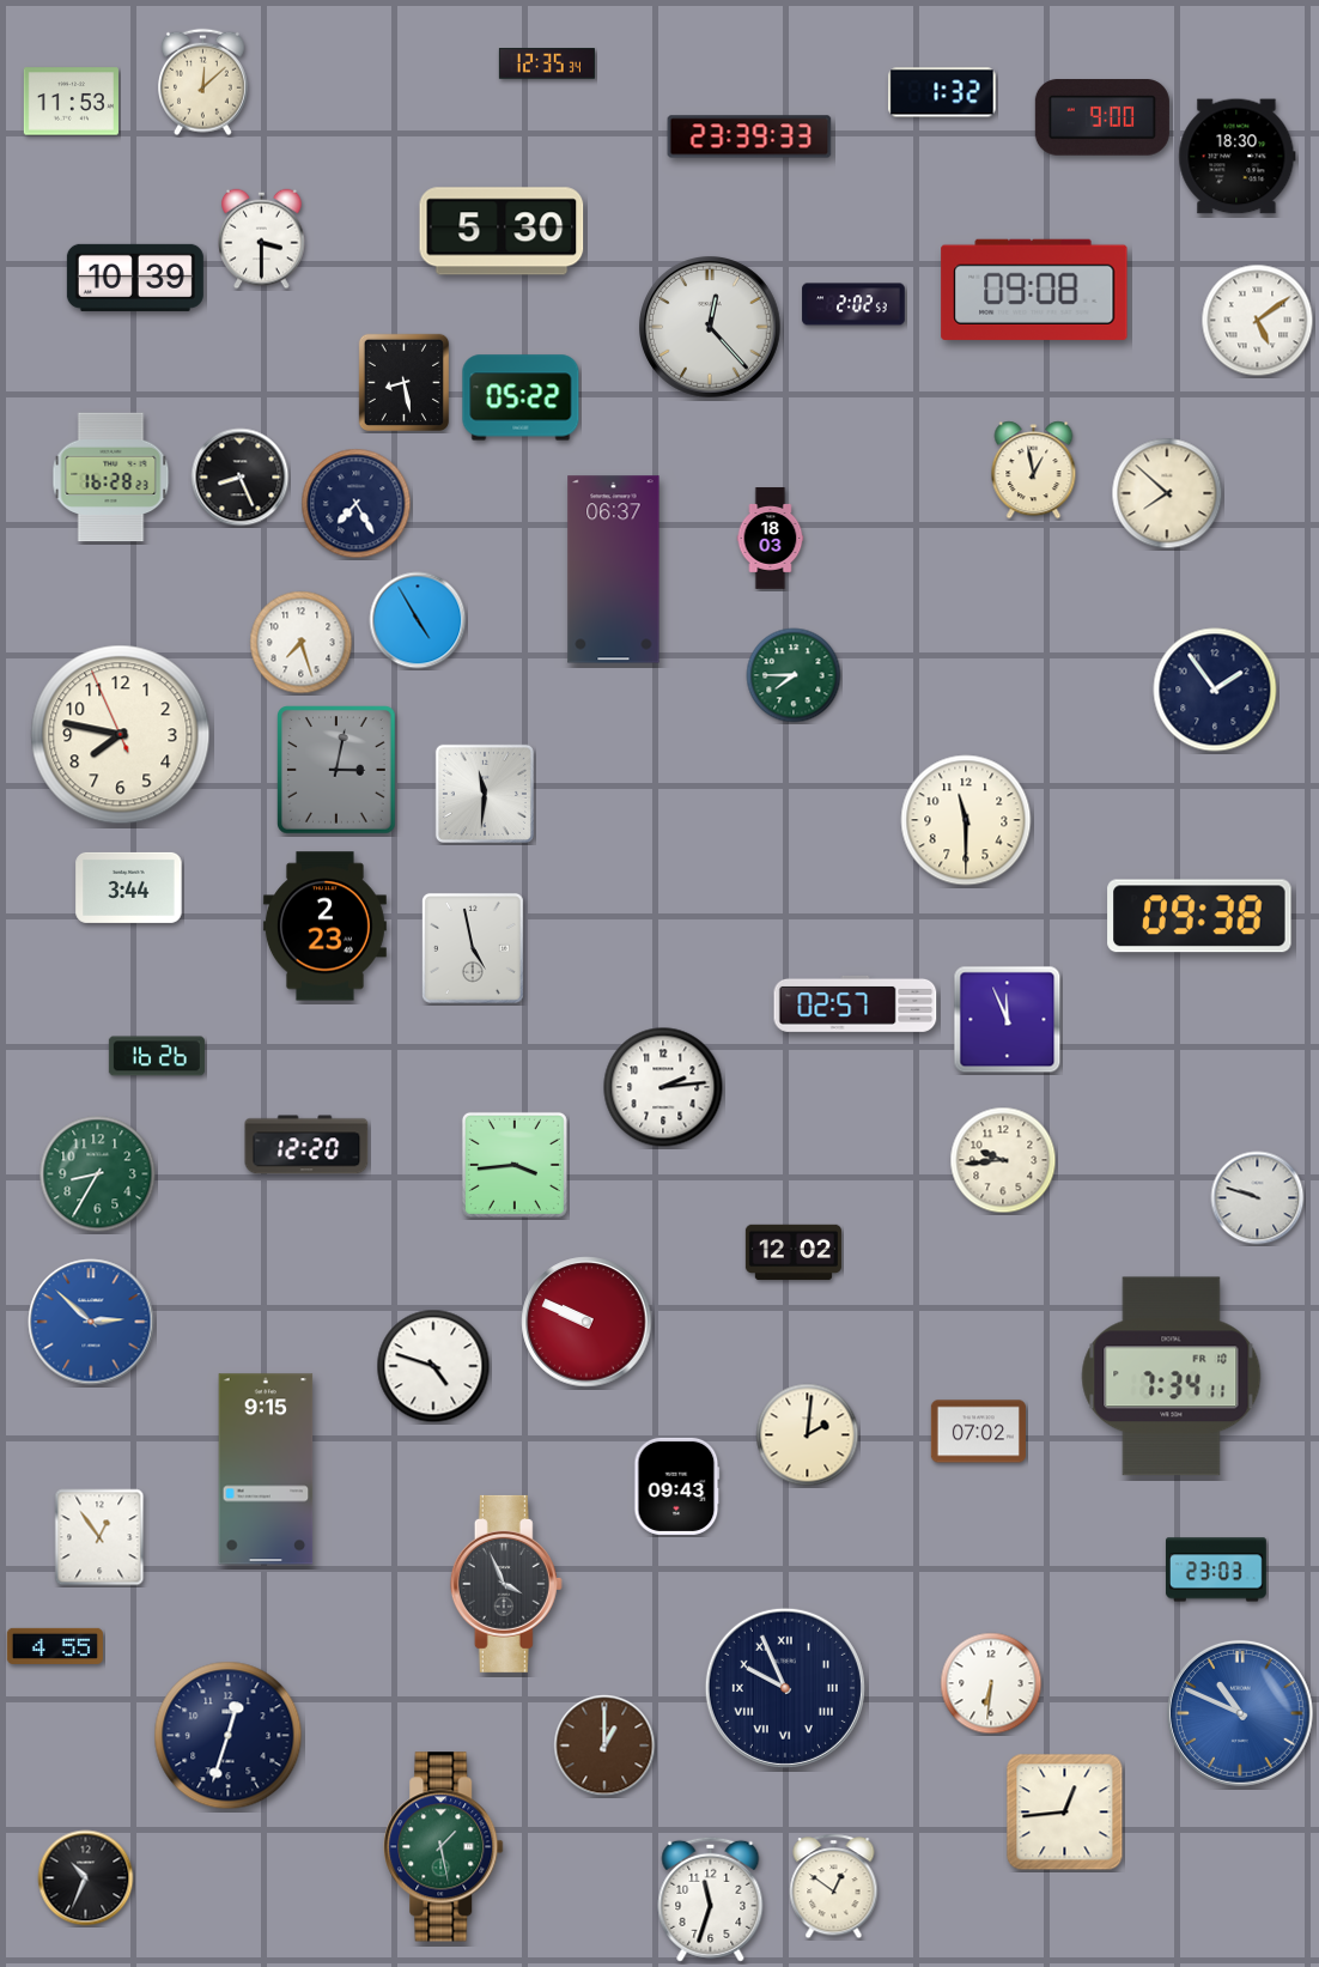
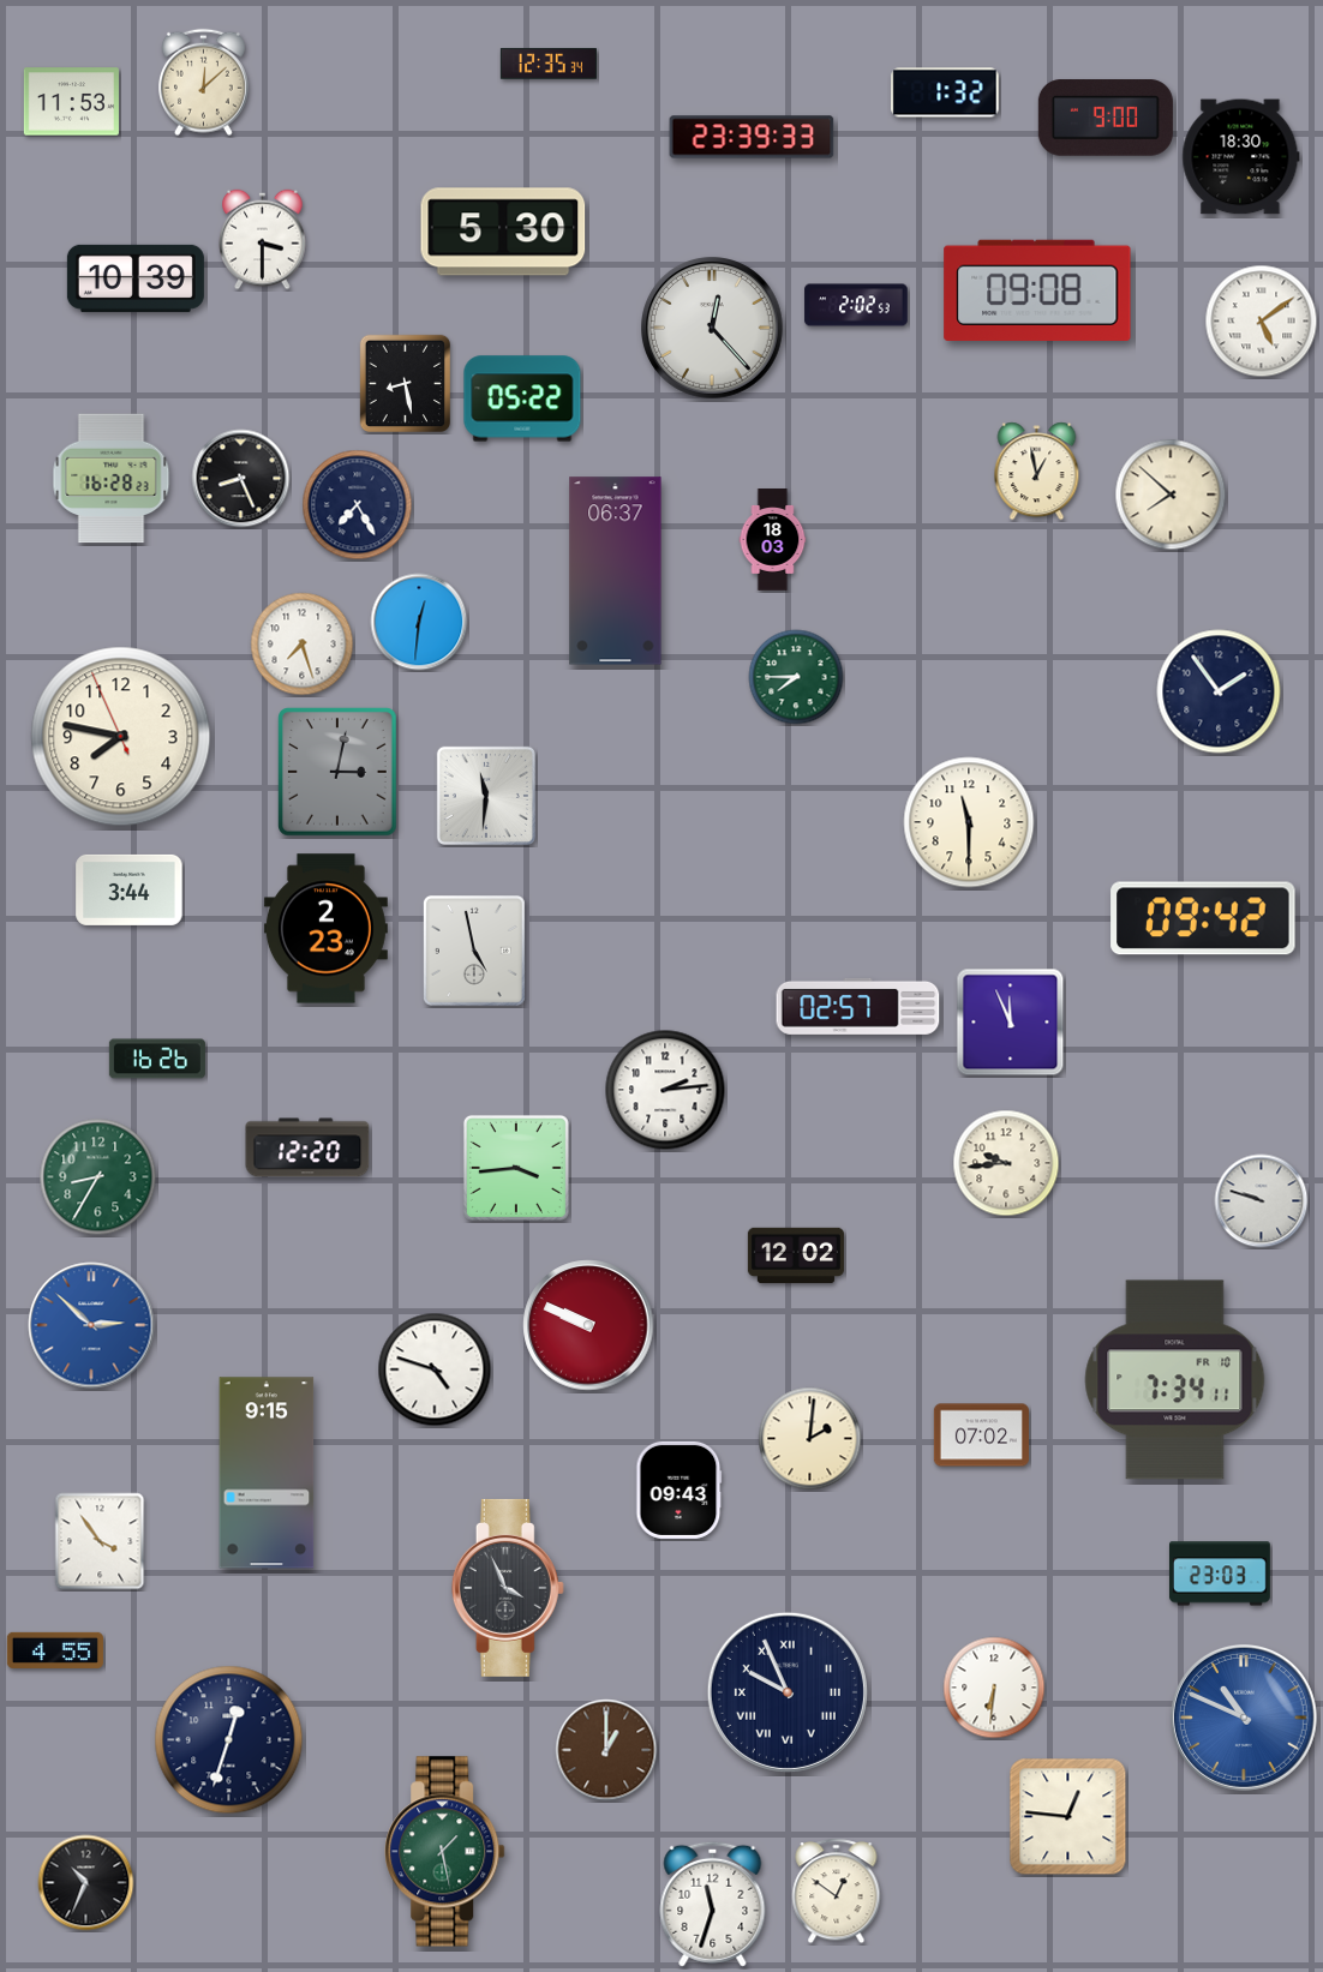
clock at (418, 620): 4:55 -> 12:31
clock at (1199, 916): 09:38 -> 09:42
clock at (99, 1537): 12:54 -> 3:54
clock at (1065, 1813): 12:44 -> 12:46
